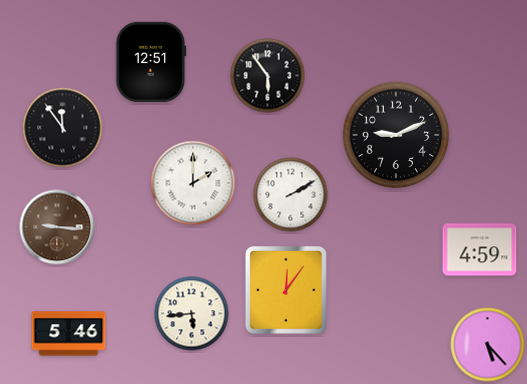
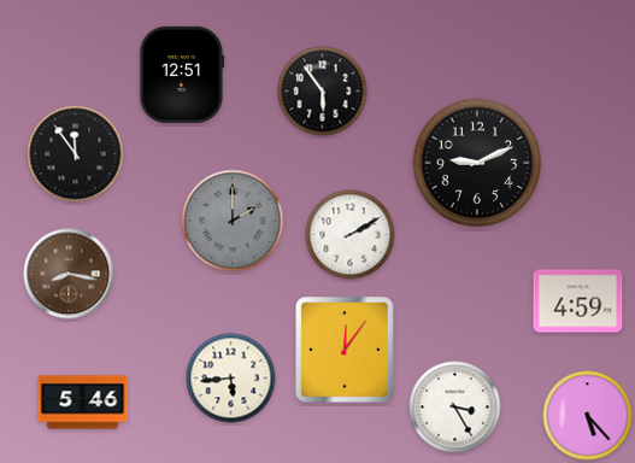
clock at (193, 183) dial: white -> grey
clock at (57, 227): 9:16 -> 8:17
clock at (455, 408): none -> 3:25
